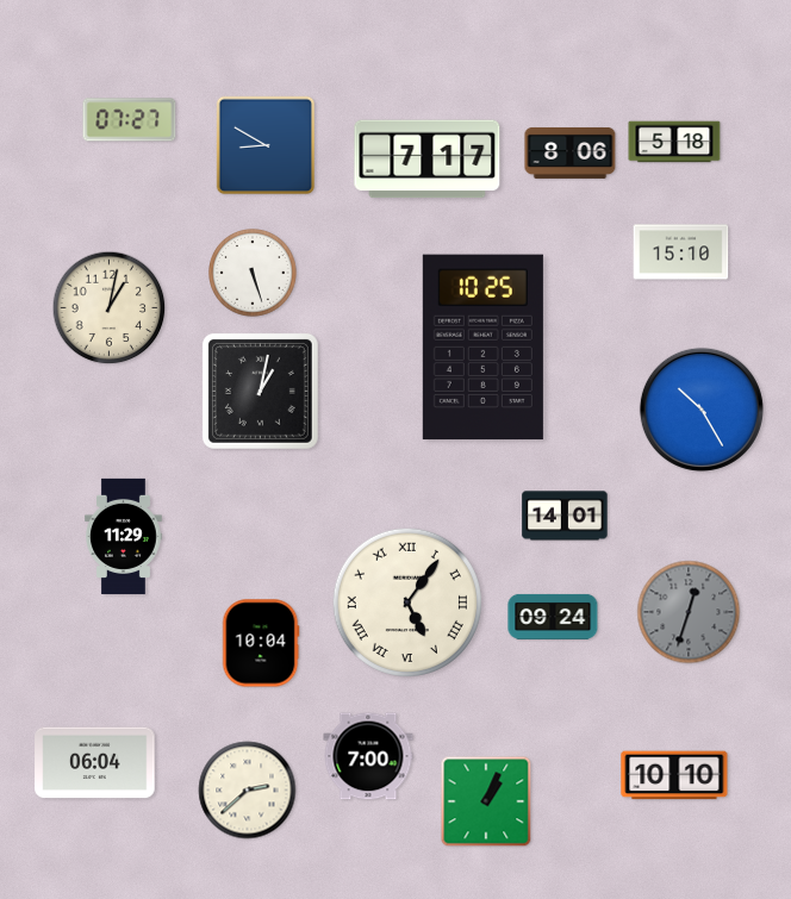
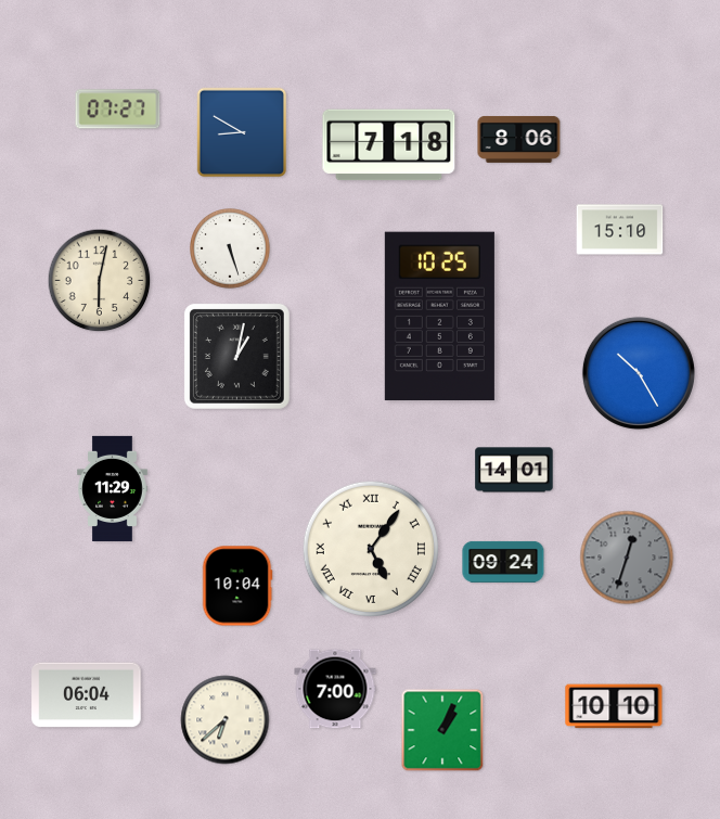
clock at (674, 142): 5:18 -> none
clock at (428, 160): 7:17 -> 7:18
clock at (110, 308): 1:02 -> 6:02
clock at (248, 791): 2:38 -> 6:38
